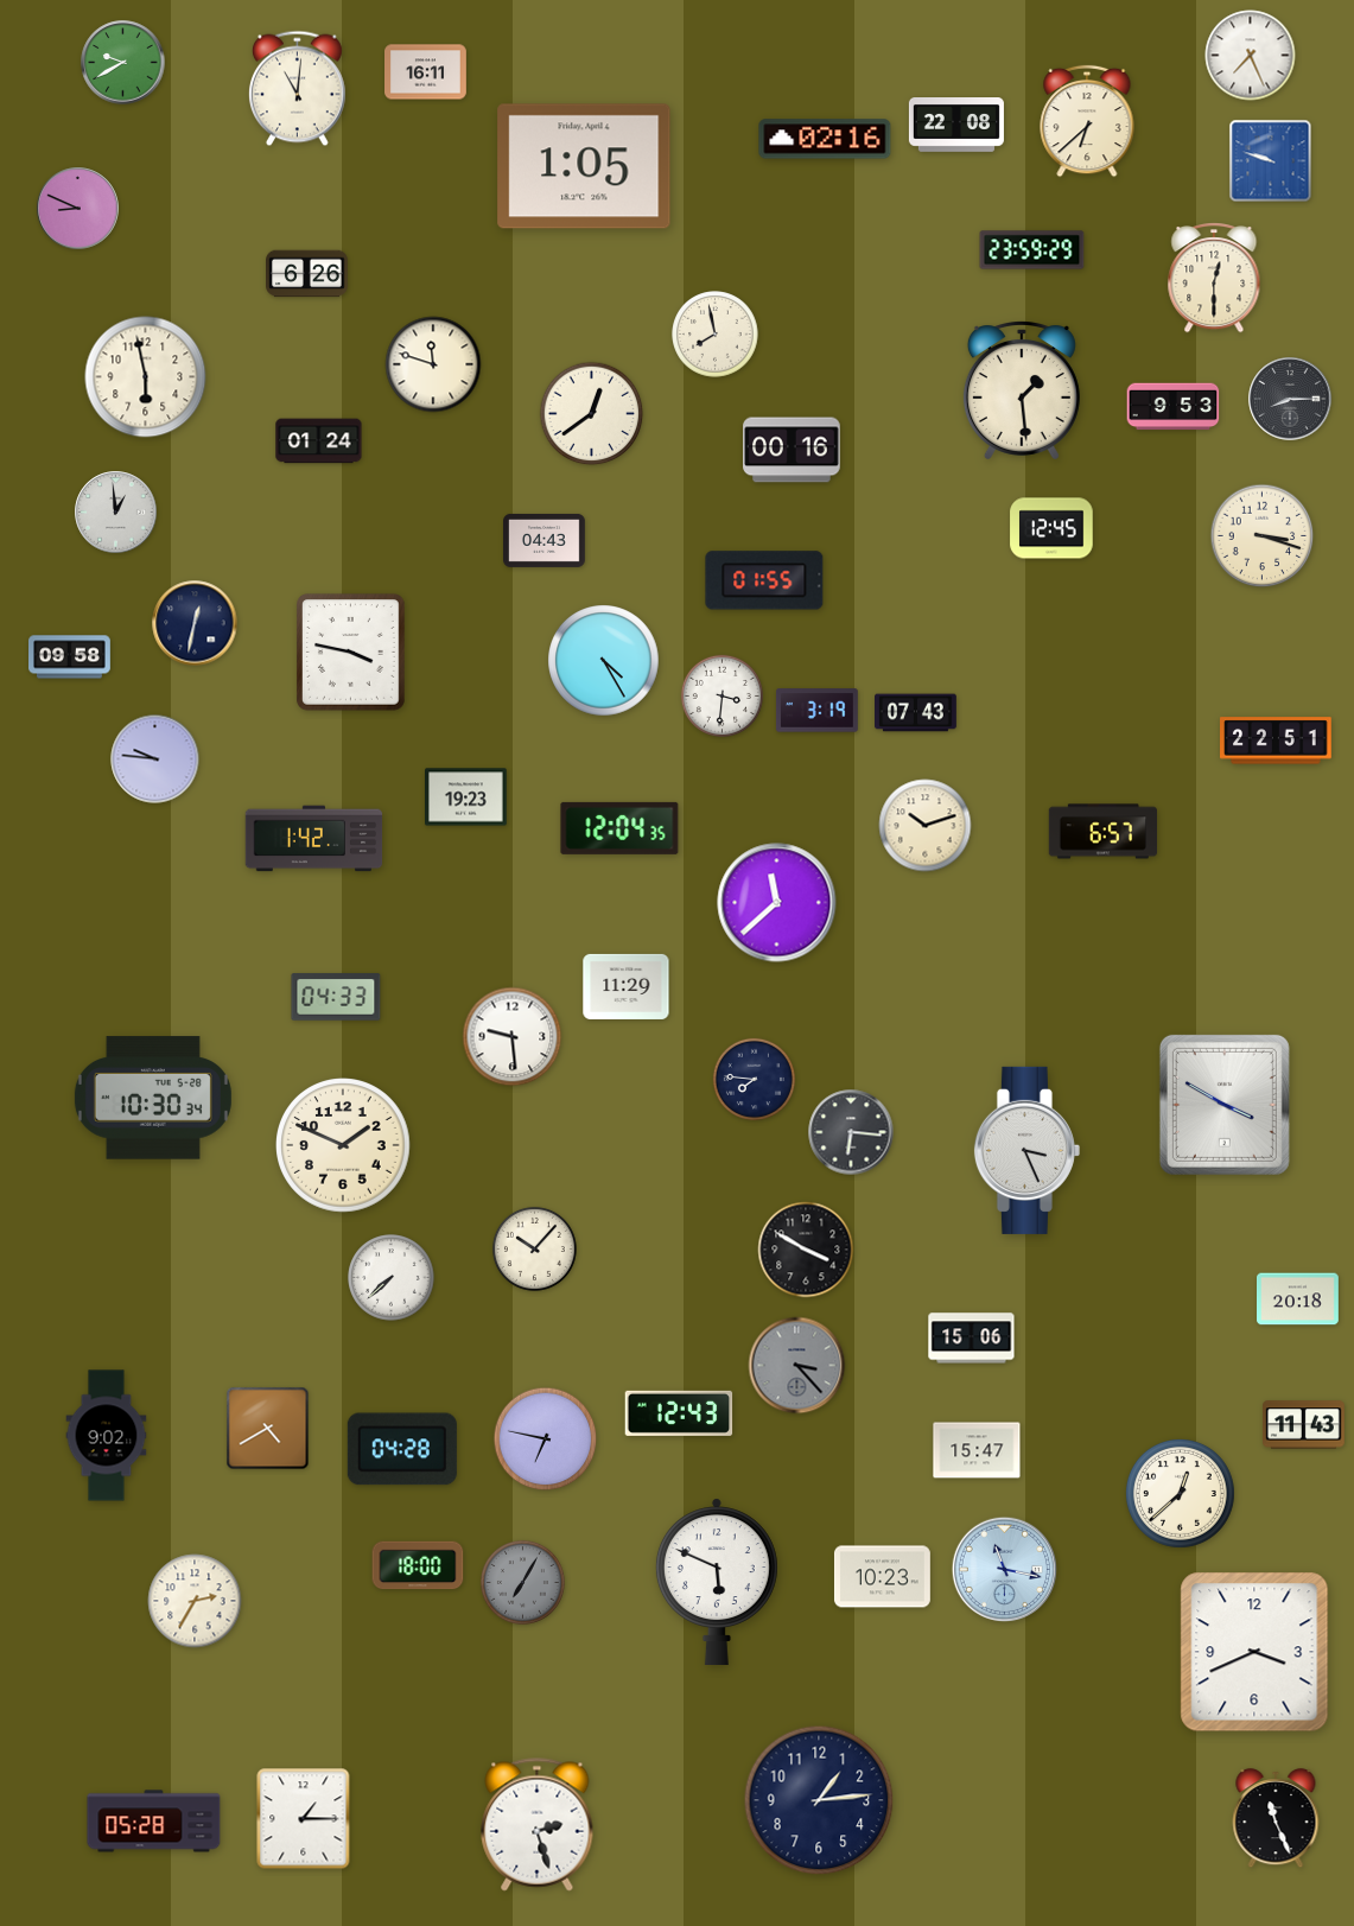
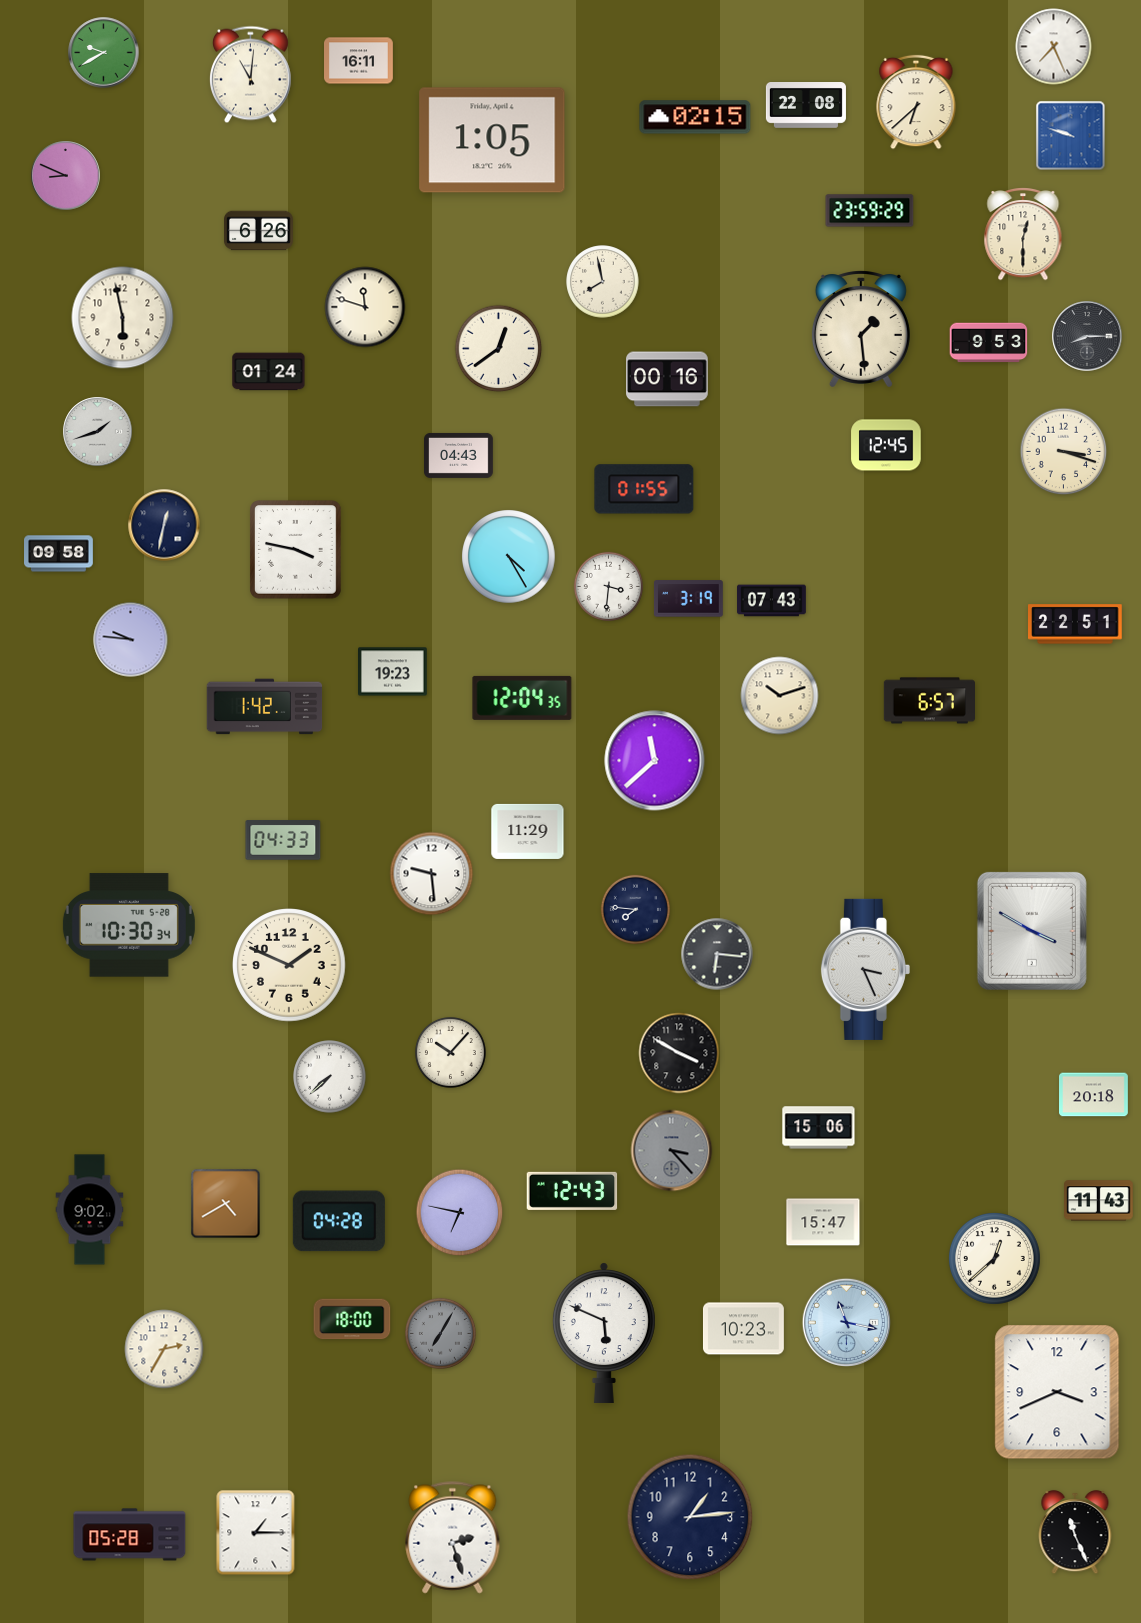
clock at (825, 139): 02:16 -> 02:15
clock at (116, 513): 12:59 -> 1:42
